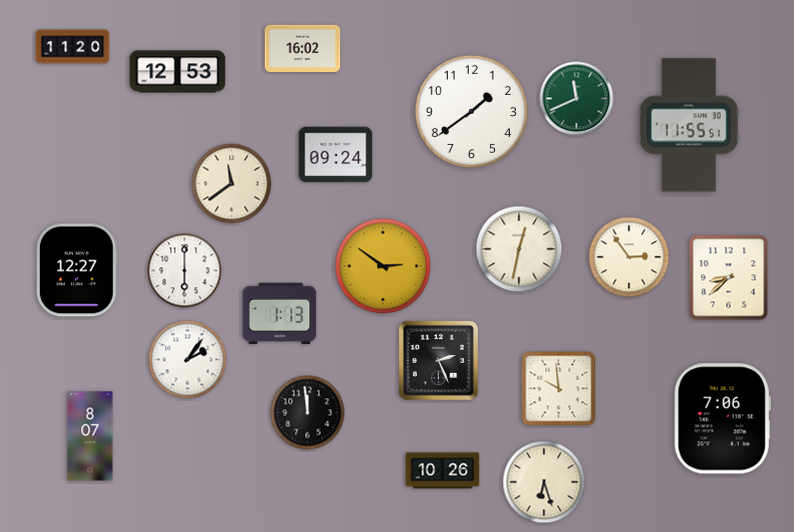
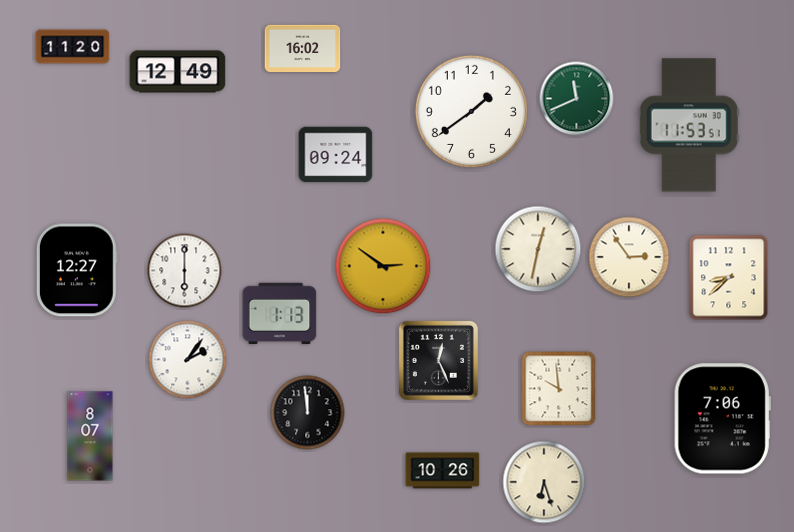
clock at (178, 72): 12:53 -> 12:49
clock at (689, 125): 11:55 -> 11:53
clock at (232, 184): 11:39 -> none
clock at (519, 249) position: (519, 249) -> (538, 249)
clock at (438, 360): 2:26 -> 12:26
